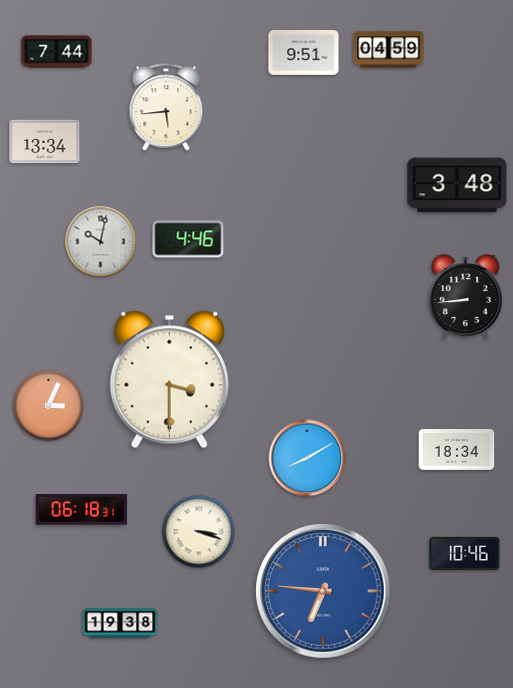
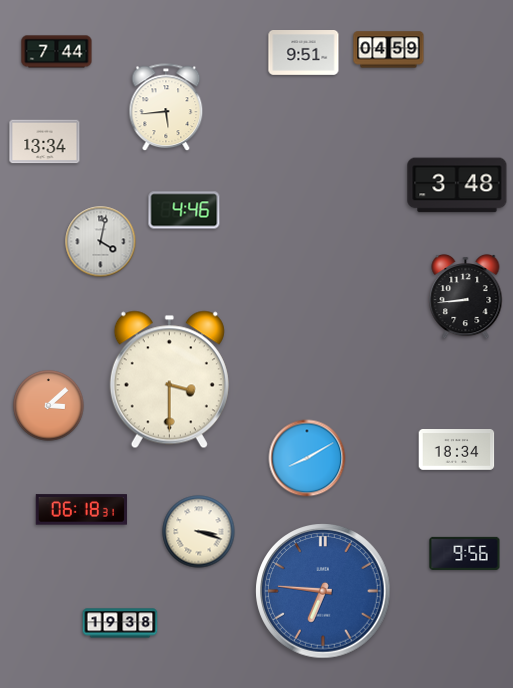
clock at (188, 239) position: (188, 239) -> (184, 210)
clock at (101, 242): 10:02 -> 4:02
clock at (49, 406): 3:04 -> 3:08
clock at (465, 553): 10:46 -> 9:56
